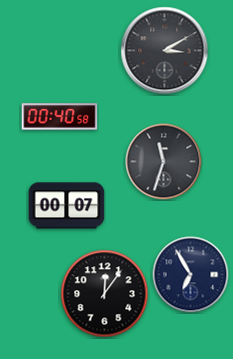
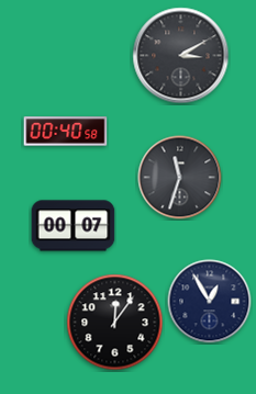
clock at (60, 117) position: (60, 117) -> (66, 132)
clock at (191, 275): 6:55 -> 12:55
